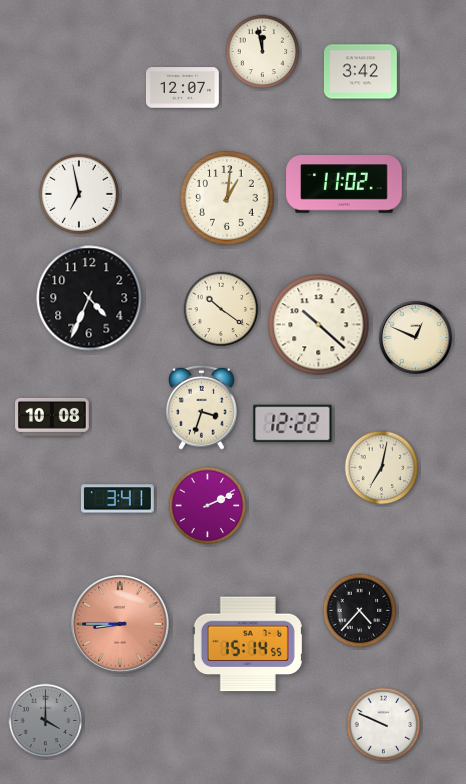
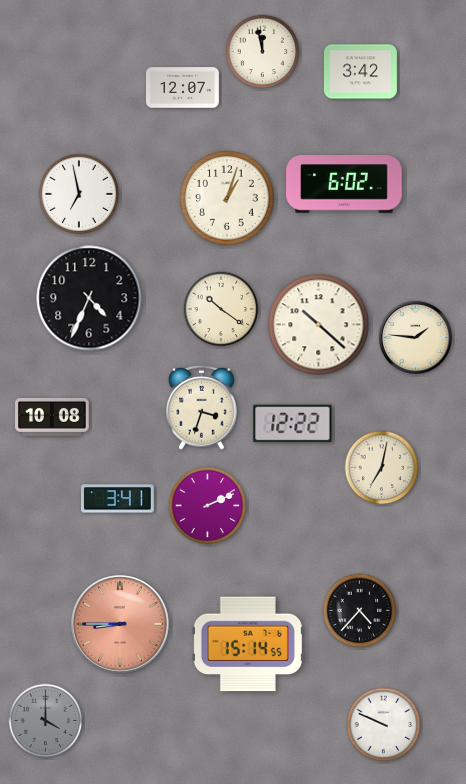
clock at (344, 184): 11:02 -> 6:02
clock at (227, 198): 1:01 -> 1:03
clock at (415, 337): 12:49 -> 1:46
